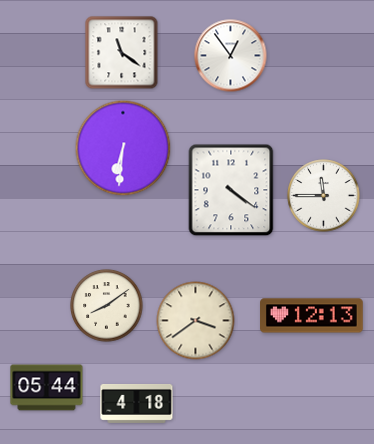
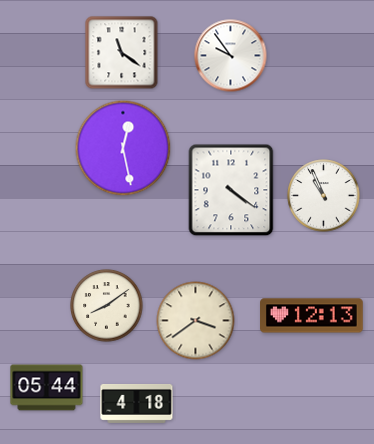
clock at (231, 56): 12:54 -> 9:54
clock at (123, 148): 6:31 -> 12:28
clock at (324, 196): 11:45 -> 10:56
